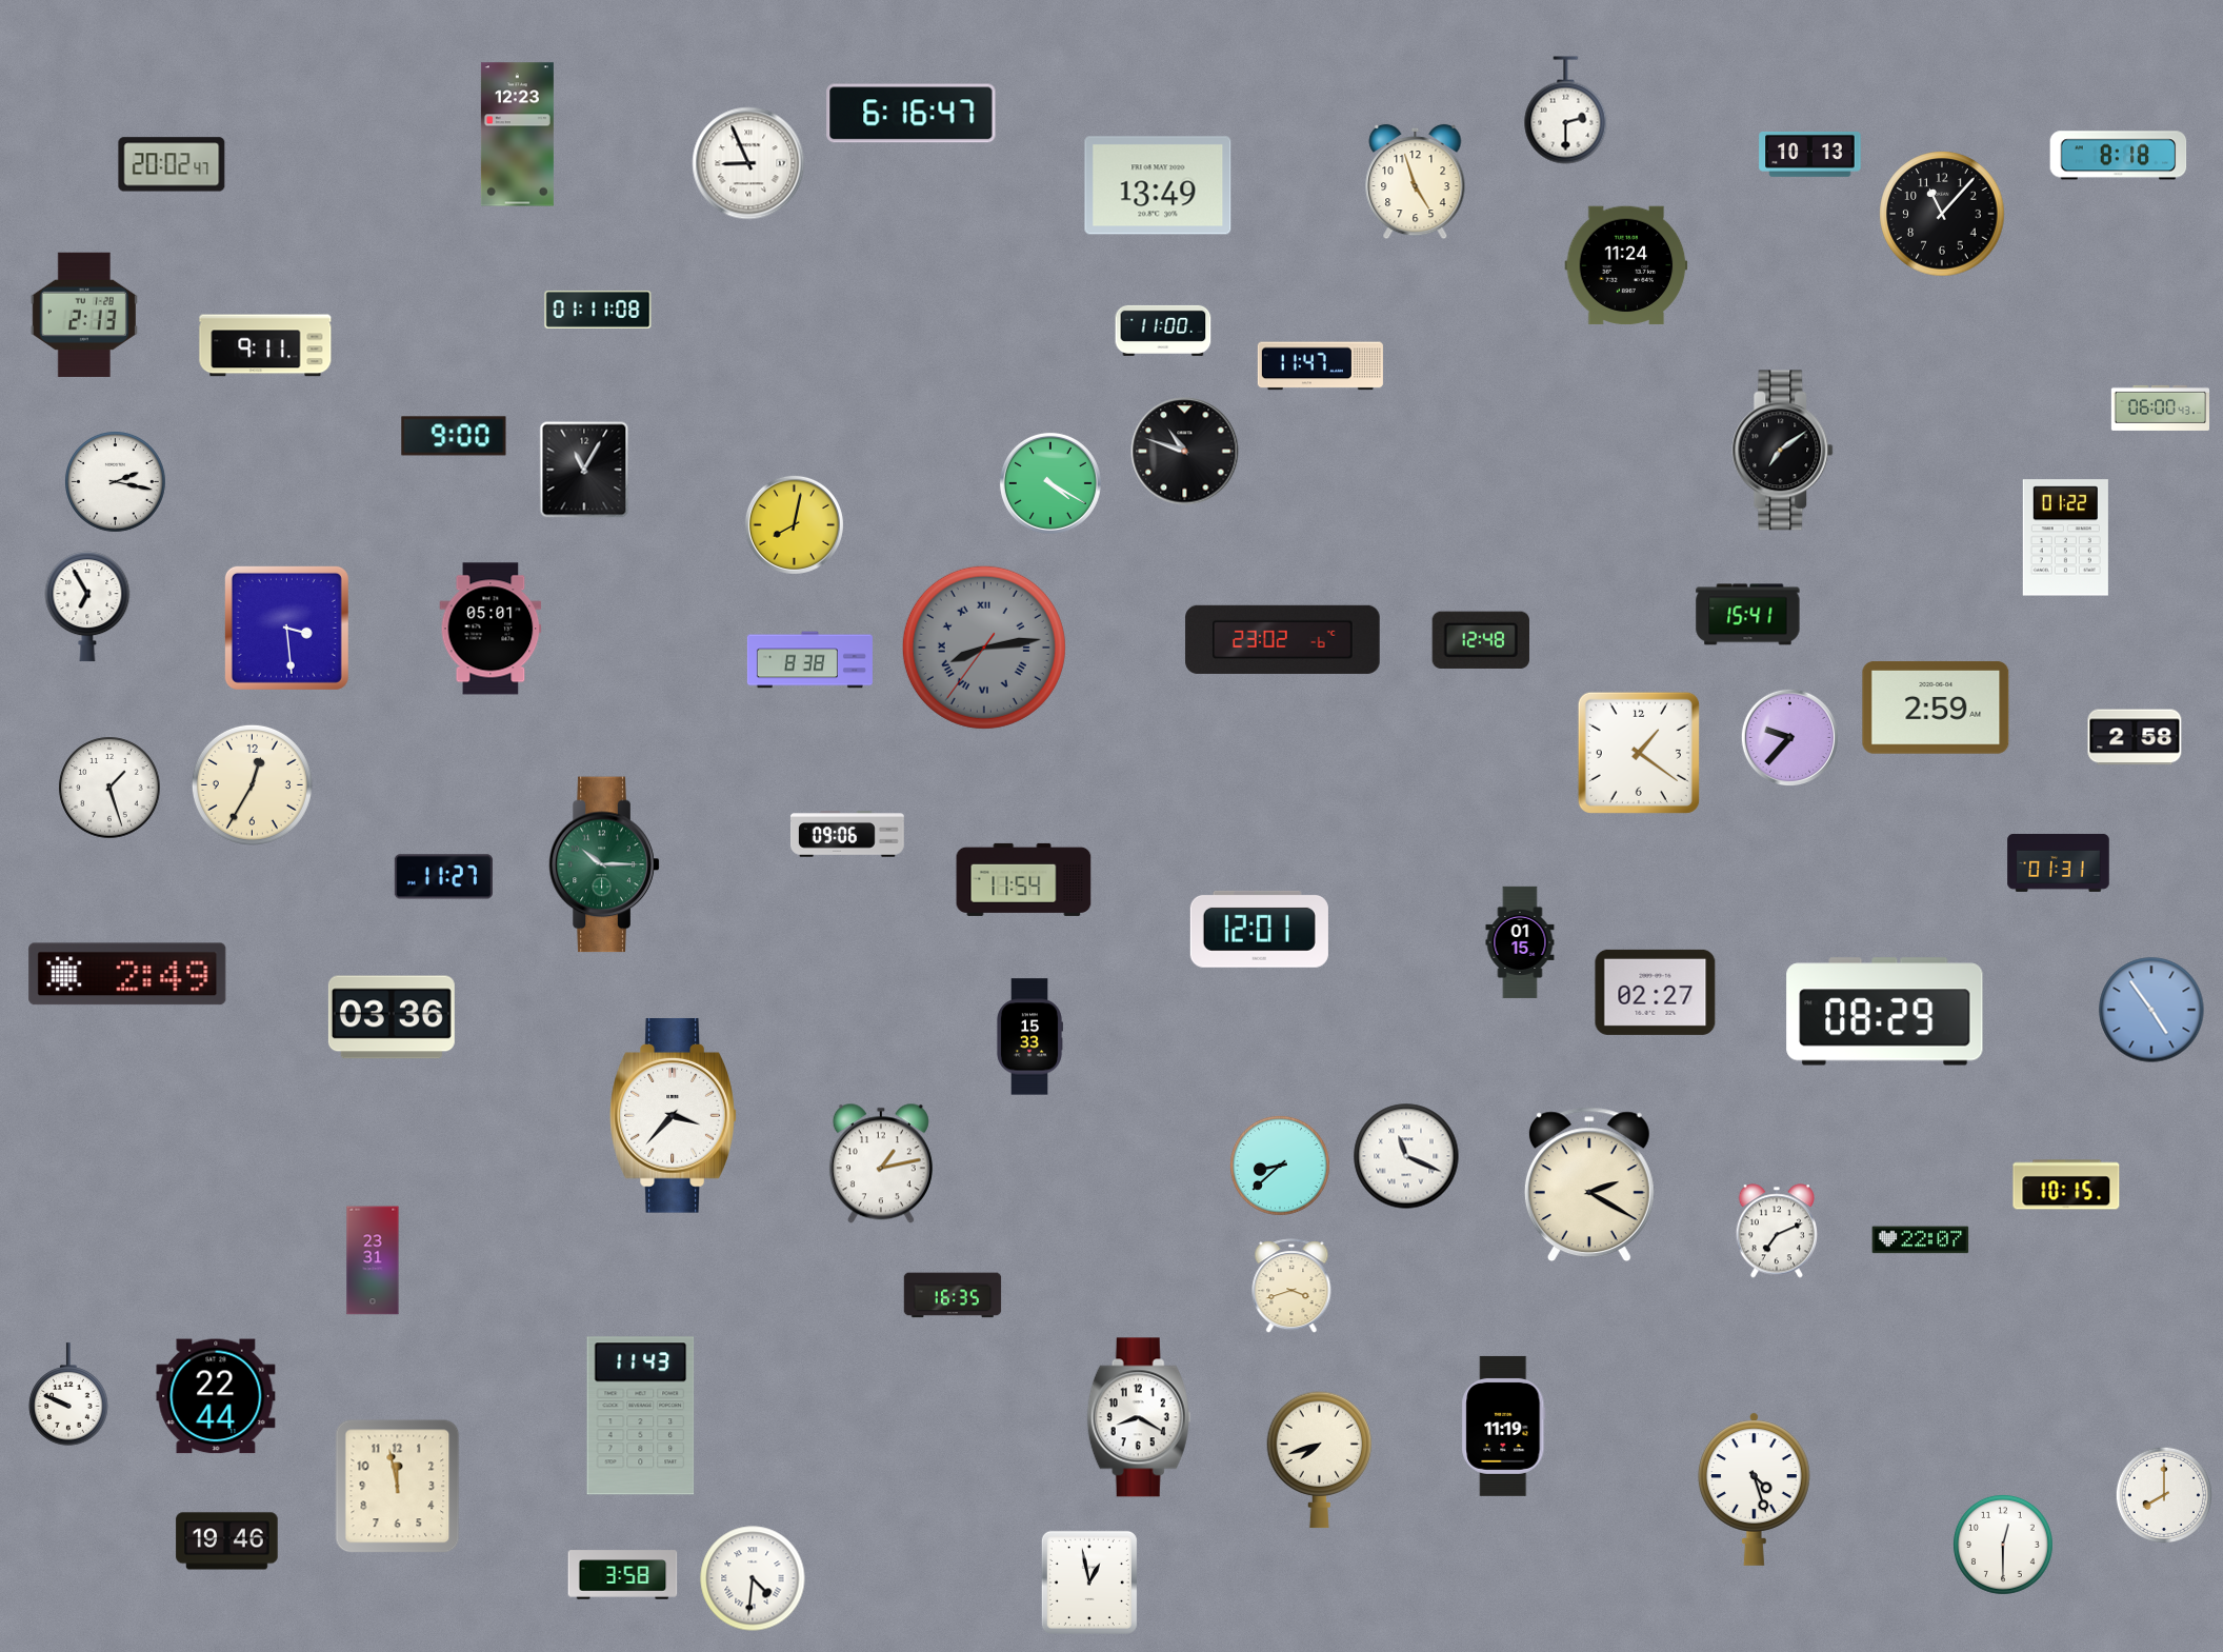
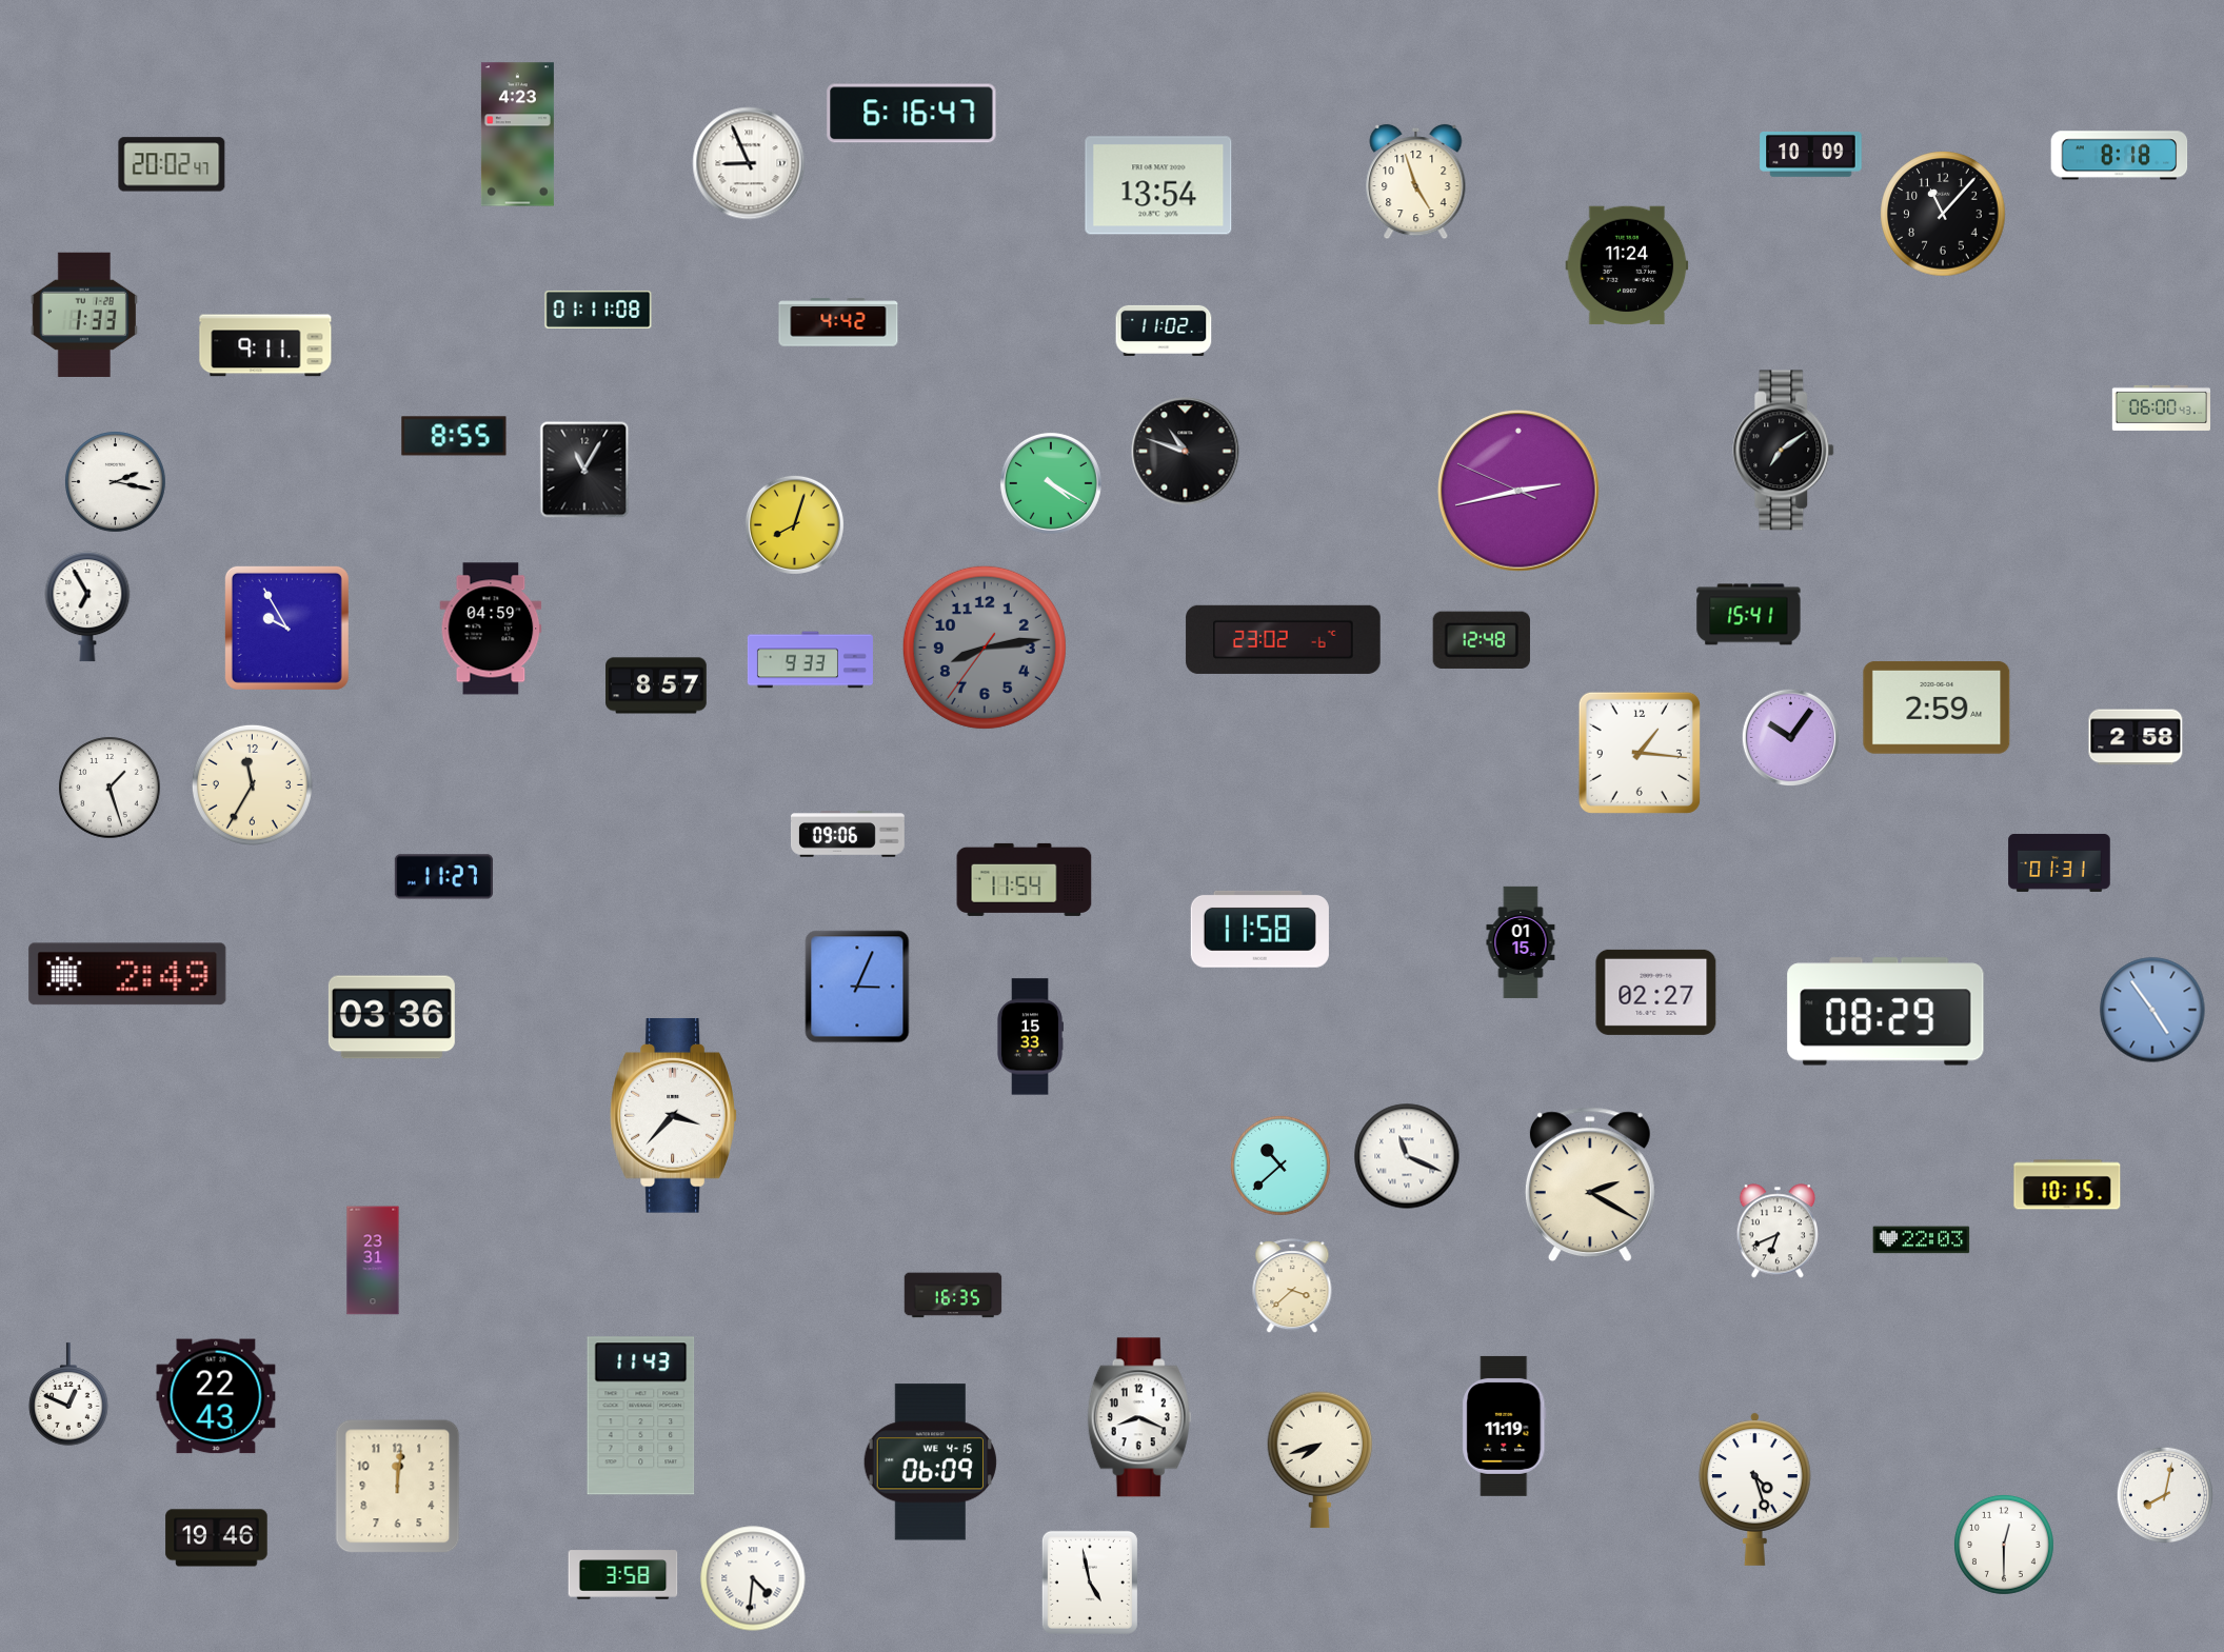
clock at (1566, 111): 2:30 -> none
clock at (517, 135): 12:23 -> 4:23
clock at (1810, 155): 10:13 -> 10:09
clock at (1158, 185): 13:49 -> 13:54
clock at (84, 315): 2:13 -> 1:33
clock at (838, 322): none -> 4:42
clock at (1163, 331): 11:00 -> 11:02
clock at (1320, 366): 11:47 -> none
clock at (454, 436): 9:00 -> 8:55
clock at (1520, 492): none -> 2:42
clock at (794, 524): 8:02 -> 8:03
clock at (2065, 538): 01:22 -> none
clock at (286, 628): 3:29 -> 9:55
clock at (490, 629): 05:01 -> 04:59
clock at (984, 648) numerals: Roman -> Arabic
clock at (809, 660): 8:38 -> 9:33
clock at (656, 685): none -> 8:57
clock at (1789, 737): 9:37 -> 10:06
clock at (1639, 753): 1:21 -> 1:16
clock at (252, 784): 12:35 -> 11:35
clock at (604, 864): 10:15 -> none
clock at (1259, 929): 12:01 -> 11:58
clock at (857, 987): none -> 3:04
clock at (881, 1163): 1:13 -> none
clock at (1280, 1166): 8:38 -> 10:38
clock at (1776, 1231): 7:11 -> 6:41
clock at (1921, 1240): 22:07 -> 22:03
clock at (1291, 1287): 3:42 -> 3:38
clock at (68, 1394): 9:49 -> 12:49
clock at (216, 1396): 22:44 -> 22:43
clock at (1139, 1417): 8:20 -> 8:19
clock at (930, 1462): none -> 06:09
clock at (398, 1487): 11:58 -> 12:01
clock at (2164, 1494): 8:00 -> 8:02
clock at (227, 1541) position: (227, 1541) -> (217, 1538)
clock at (1089, 1583): 12:58 -> 4:58
